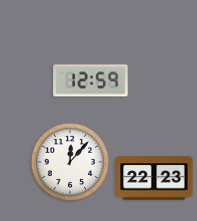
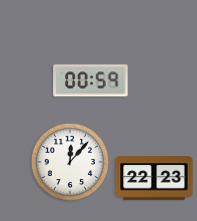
clock at (91, 81): 12:59 -> 00:59
